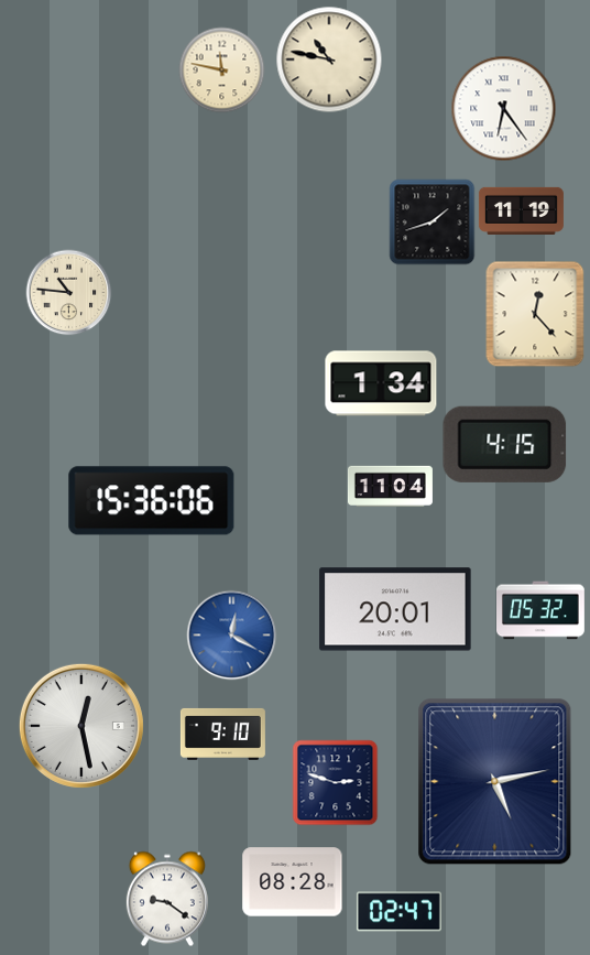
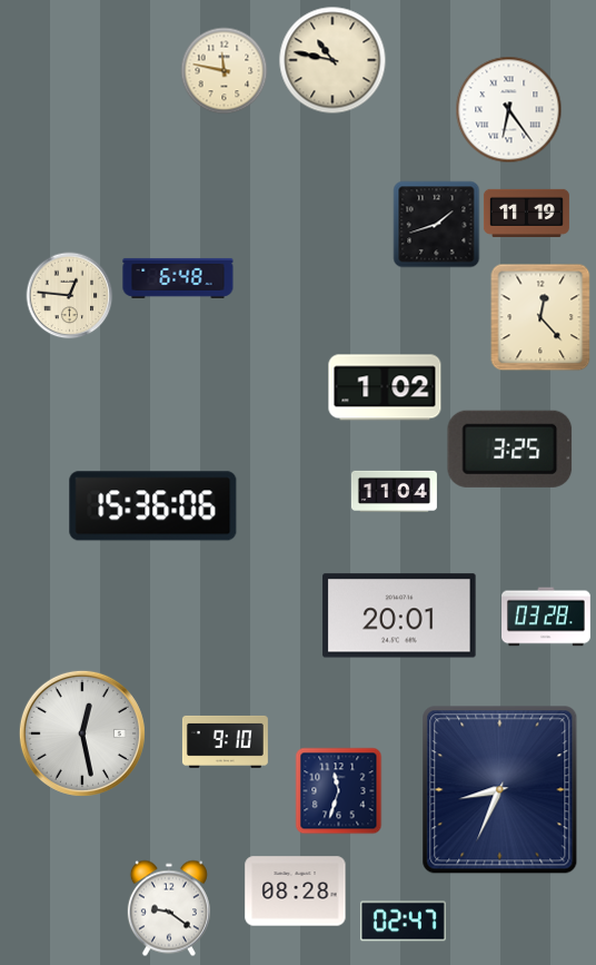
clock at (178, 278): none -> 6:48
clock at (68, 292): 10:46 -> 12:46
clock at (381, 383): 1:34 -> 1:02
clock at (505, 444): 4:15 -> 3:25
clock at (542, 610): 05:32 -> 03:28
clock at (231, 634): 12:20 -> none
clock at (335, 782): 2:48 -> 11:33
clock at (495, 782): 5:13 -> 8:34
